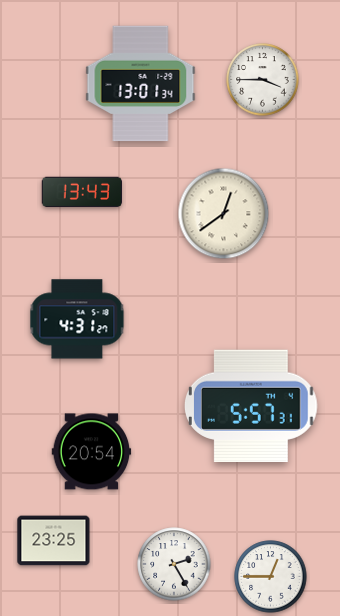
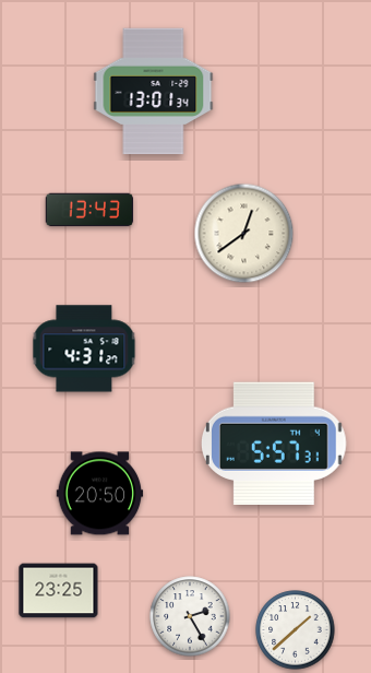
clock at (263, 80): 3:45 -> none
clock at (92, 452): 20:54 -> 20:50
clock at (271, 577): 12:45 -> 1:38
